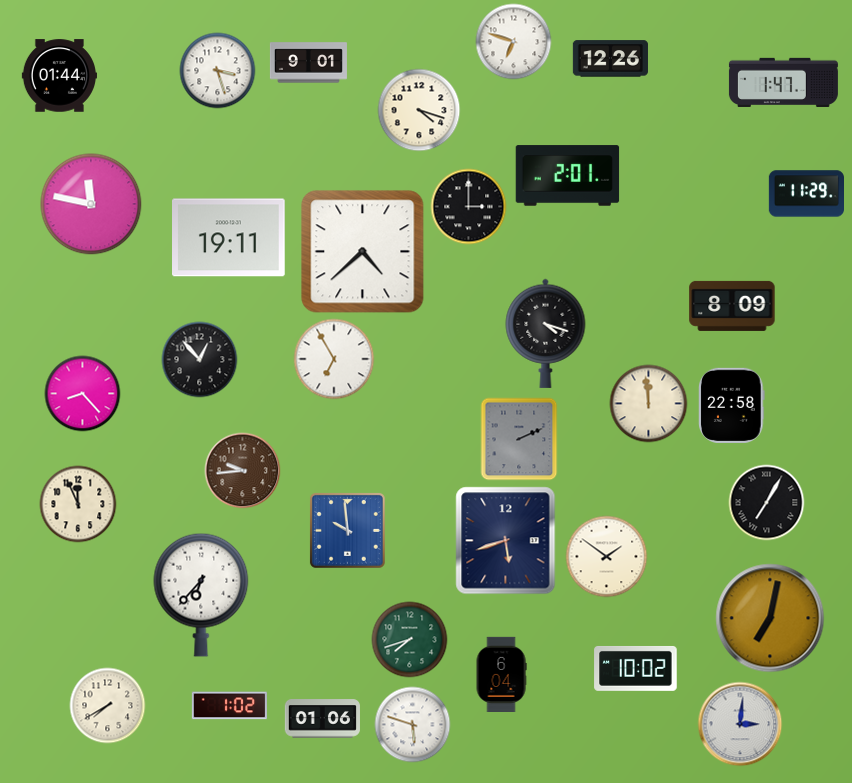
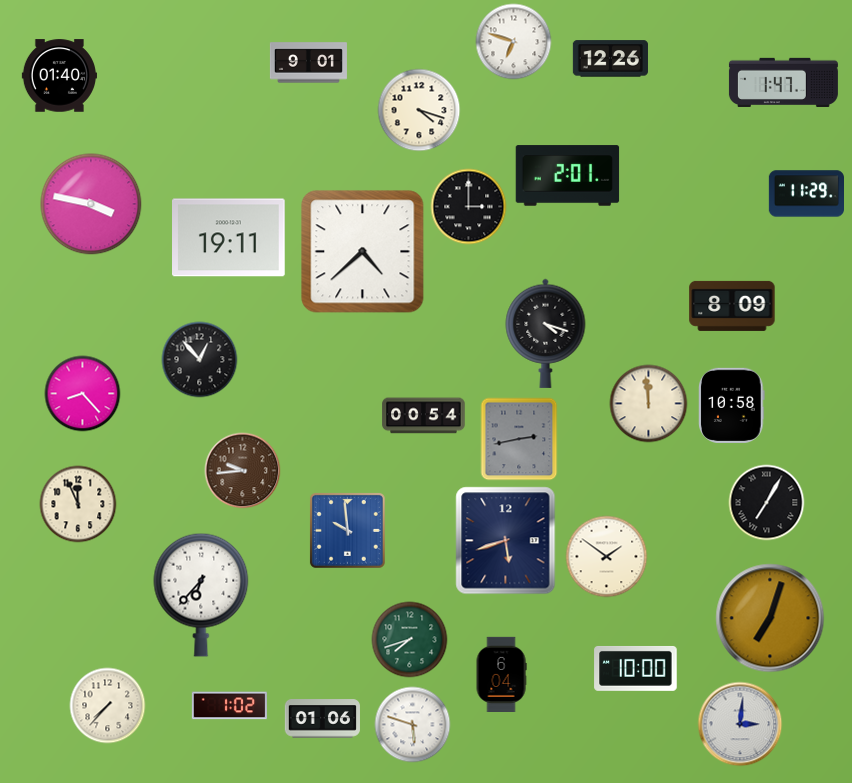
clock at (218, 71): 3:27 -> none
clock at (59, 76): 01:44 -> 01:40
clock at (91, 204): 11:47 -> 3:47
clock at (334, 359): 6:55 -> none
clock at (732, 405): 22:58 -> 10:58
clock at (424, 416): none -> 00:54
clock at (519, 439): 2:11 -> 2:43
clock at (770, 618): 7:02 -> 7:03
clock at (636, 668): 10:02 -> 10:00
clock at (108, 706): 7:40 -> 7:37
